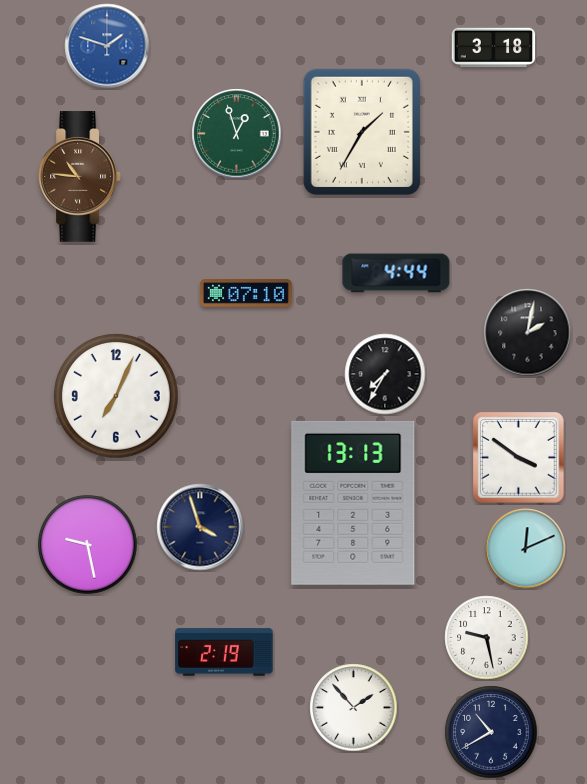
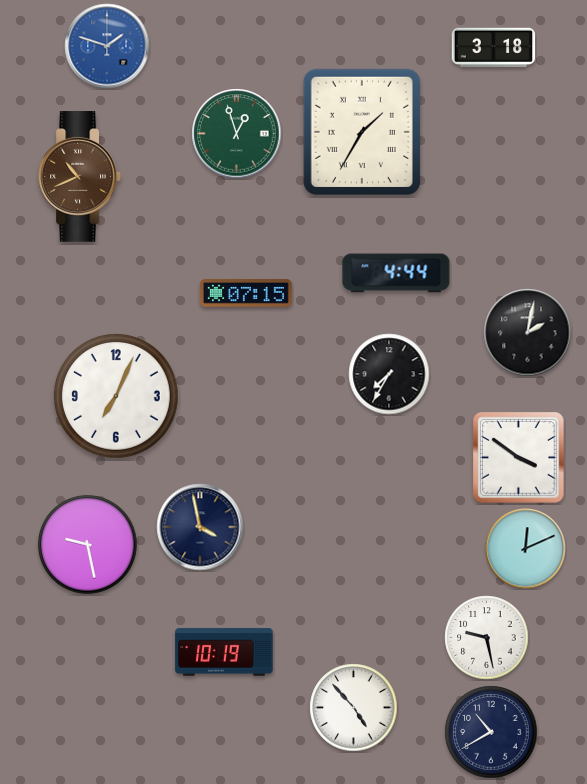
clock at (80, 177): 10:46 -> 10:41
clock at (246, 293): 07:10 -> 07:15
clock at (385, 374) position: (385, 374) -> (389, 374)
clock at (353, 503): 13:13 -> none
clock at (200, 527): 3:57 -> 3:58
clock at (224, 652): 2:19 -> 10:19
clock at (354, 708): 1:53 -> 4:53
